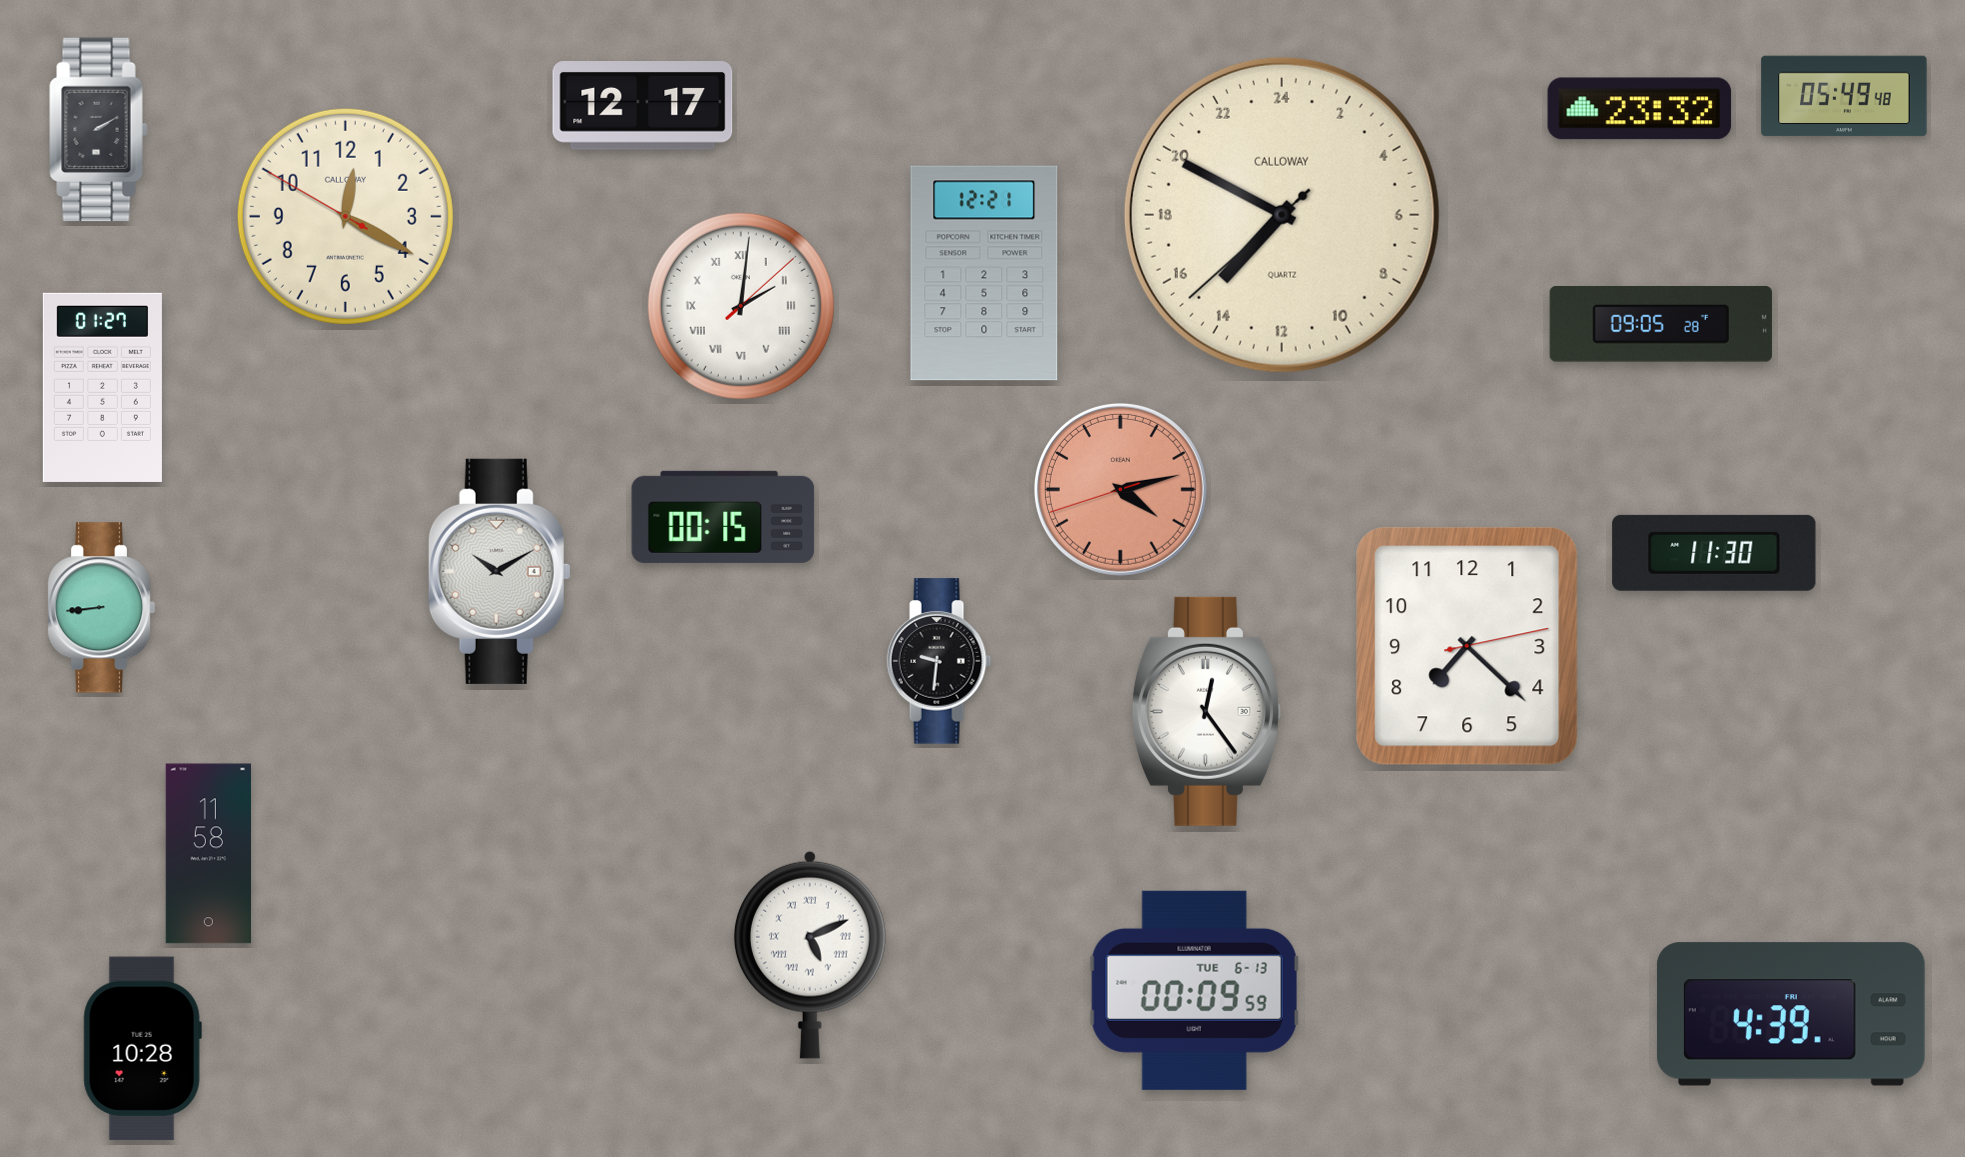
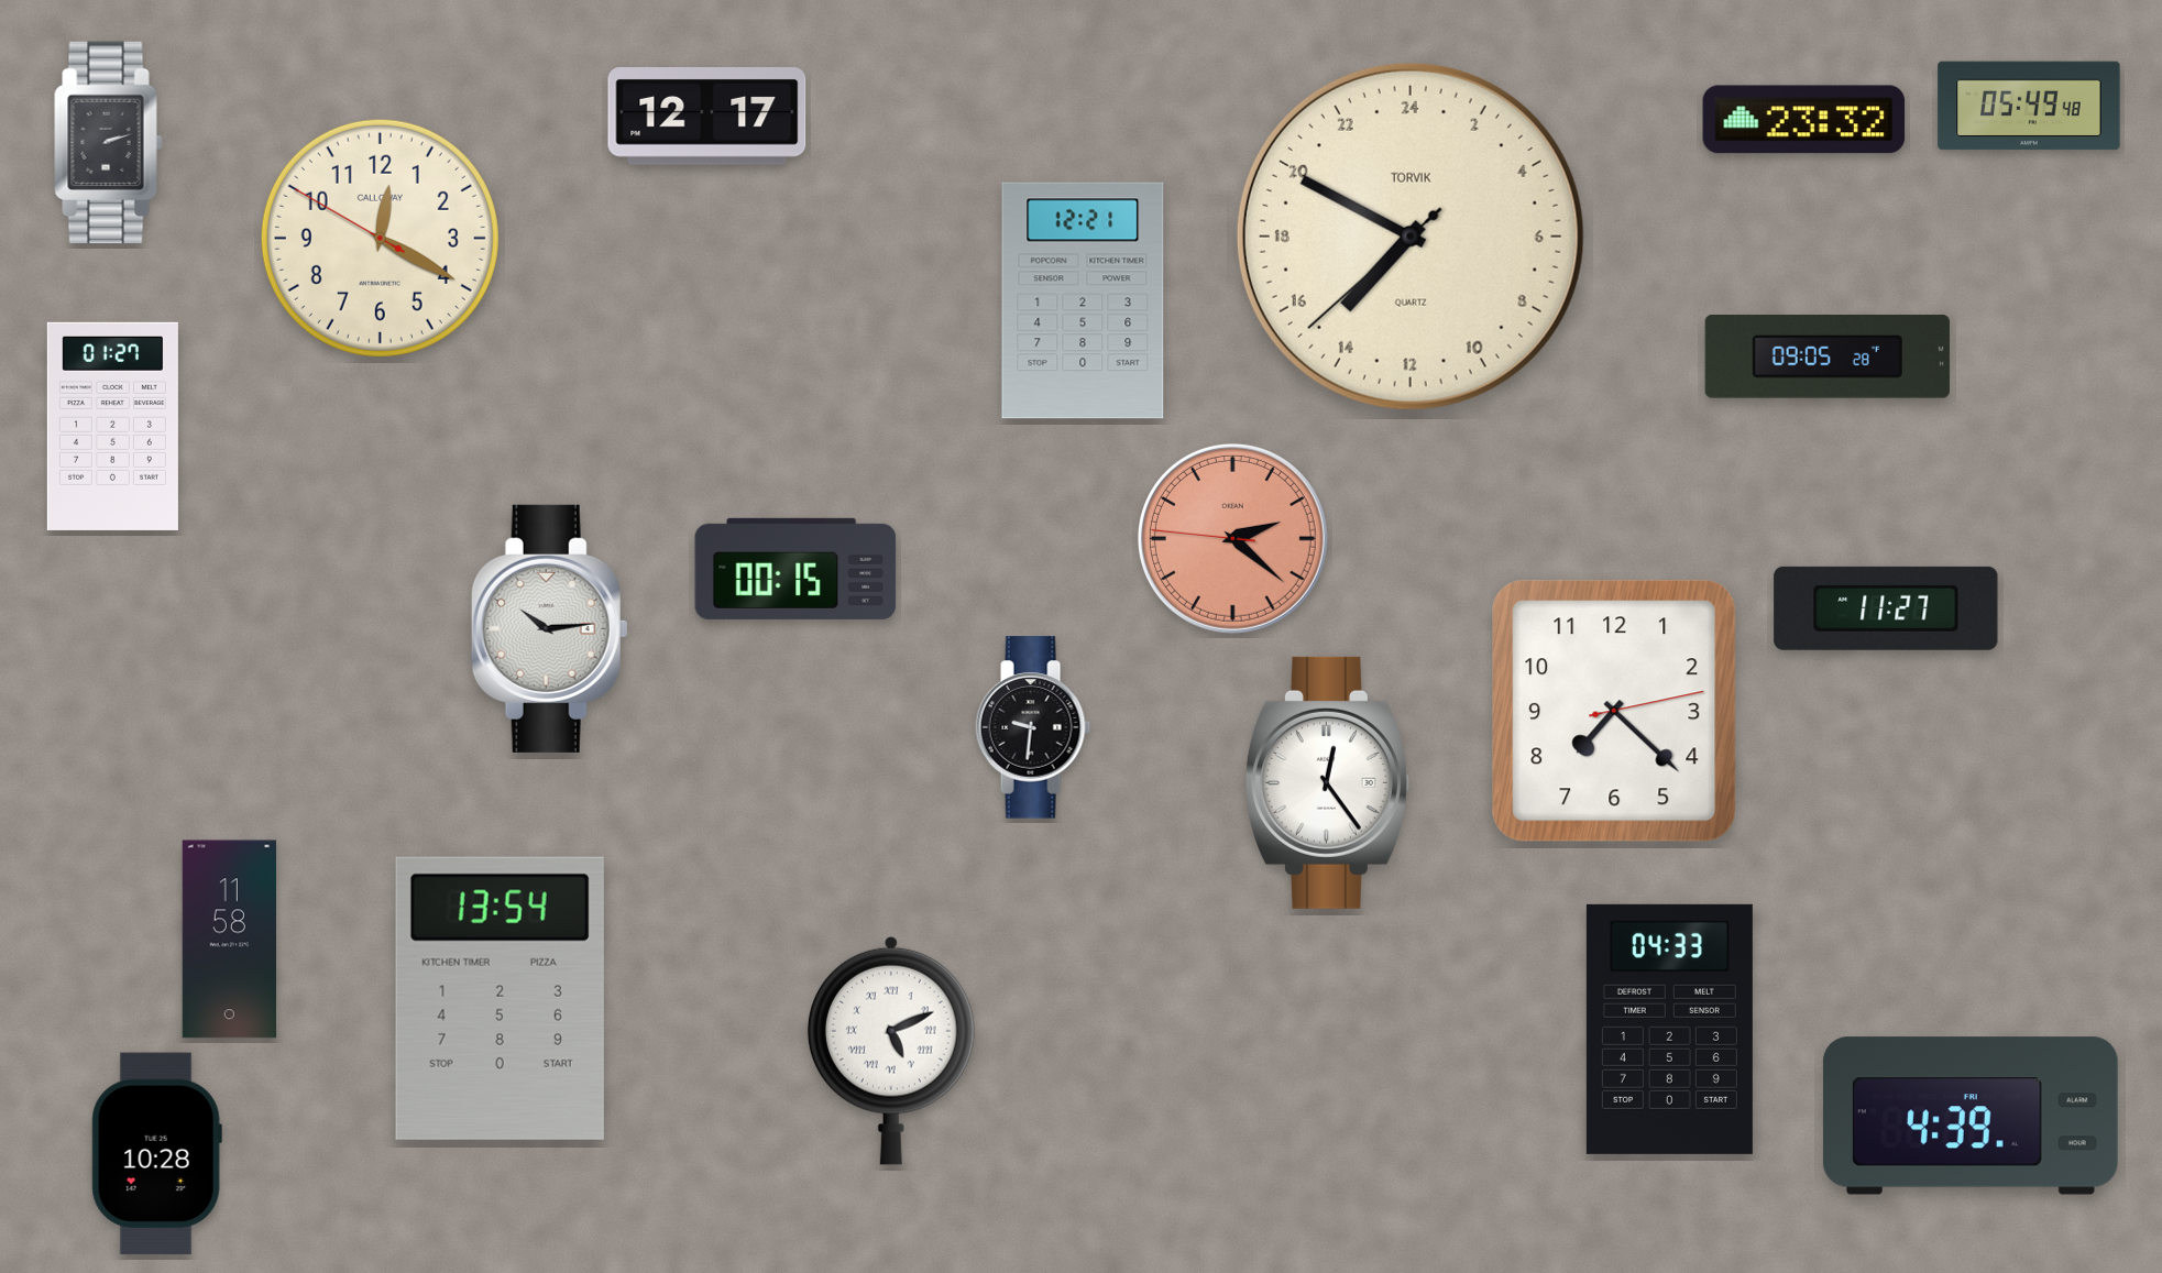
clock at (99, 130): 2:10 -> 2:12
clock at (1282, 215) brand: CALLOWAY -> TORVIK
clock at (741, 306): 2:01 -> none
clock at (1120, 489): 4:12 -> 2:21
clock at (1714, 553): 11:30 -> 11:27
clock at (499, 571): 10:10 -> 10:14
clock at (101, 608): 8:44 -> none
clock at (500, 998): none -> 13:54
clock at (1669, 1029): none -> 04:33
clock at (1194, 990): 00:09 -> none
